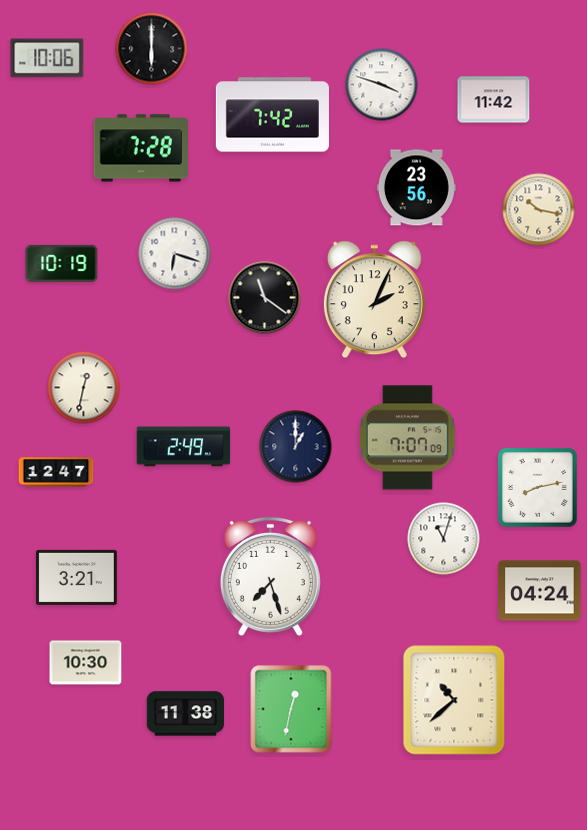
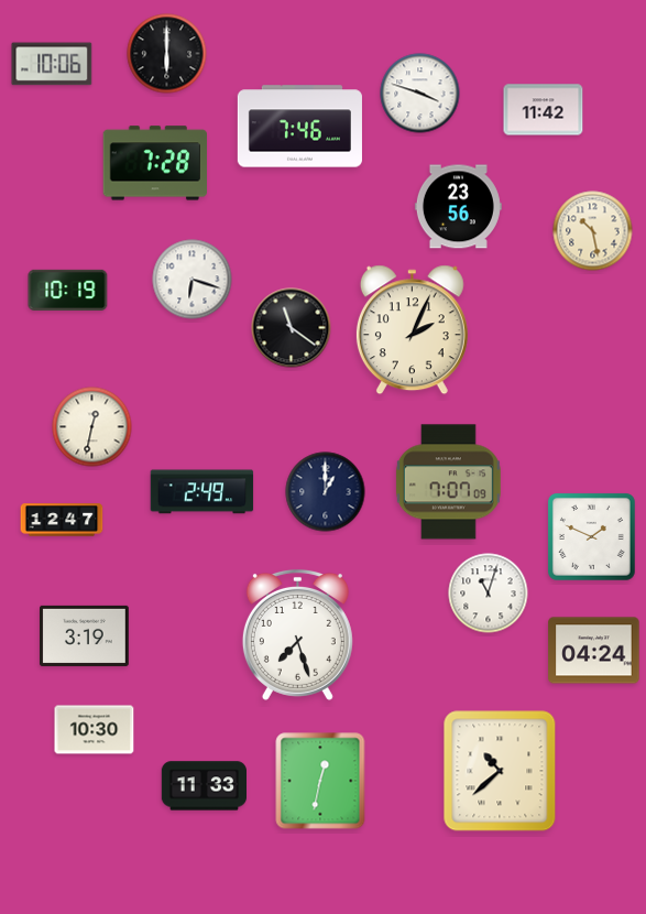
clock at (272, 115): 7:42 -> 7:46
clock at (539, 210): 10:17 -> 10:28
clock at (538, 488): 8:13 -> 1:49
clock at (77, 577): 3:21 -> 3:19
clock at (185, 714): 11:38 -> 11:33
